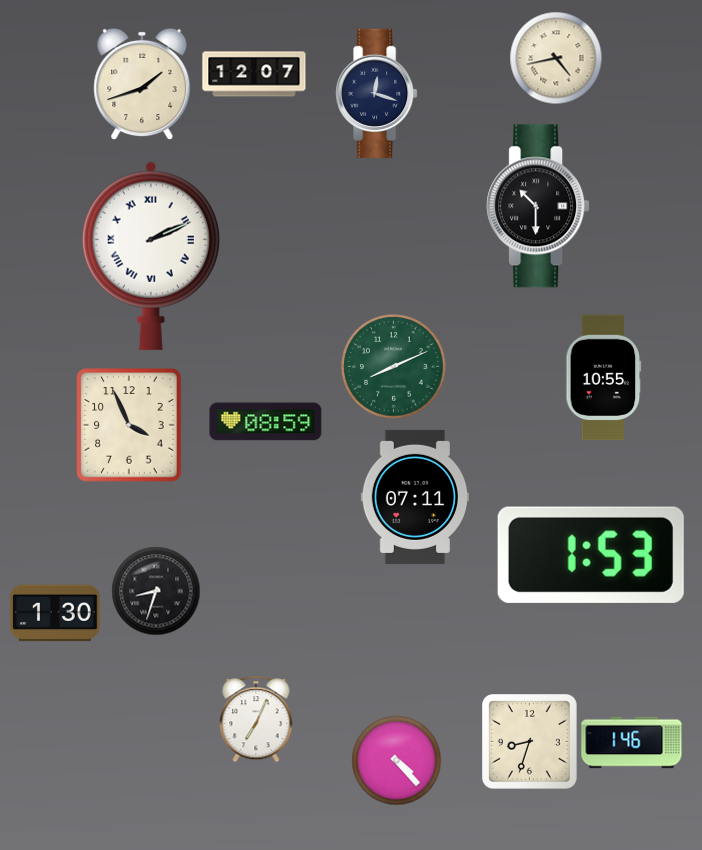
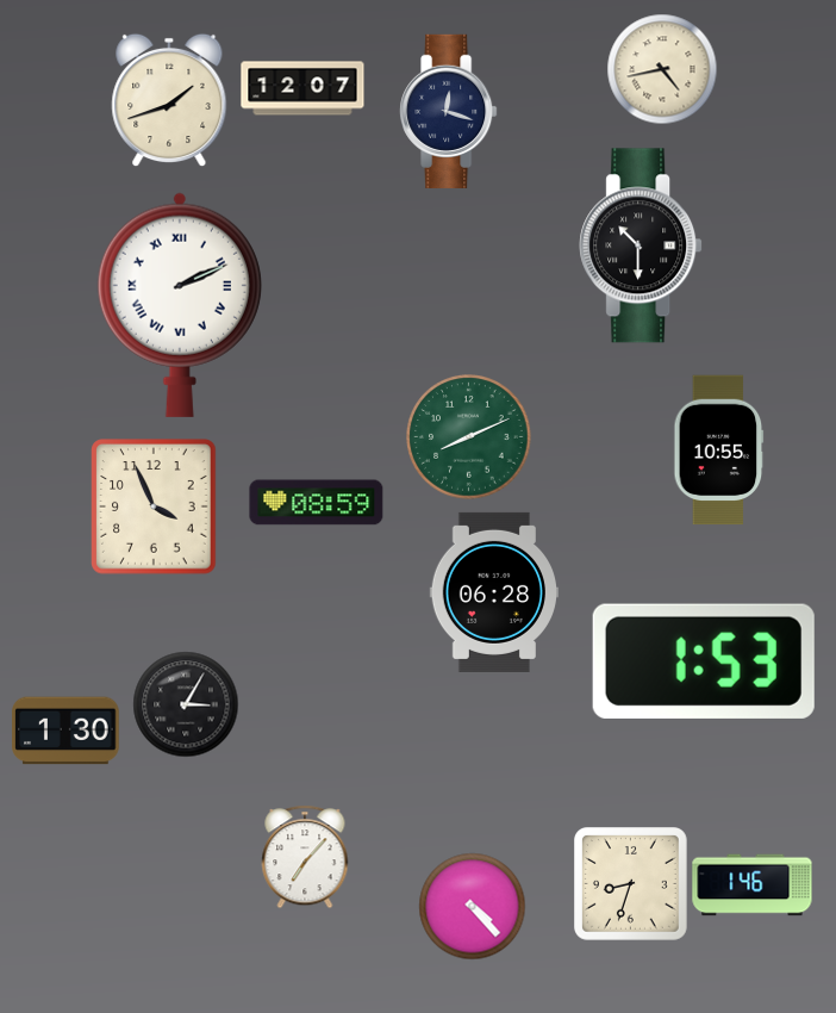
clock at (414, 497): 07:11 -> 06:28
clock at (156, 591): 8:33 -> 3:05
clock at (256, 719): 7:04 -> 7:07
